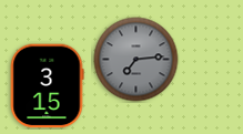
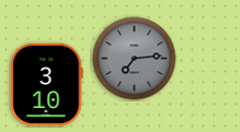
clock at (47, 86): 3:15 -> 3:10
